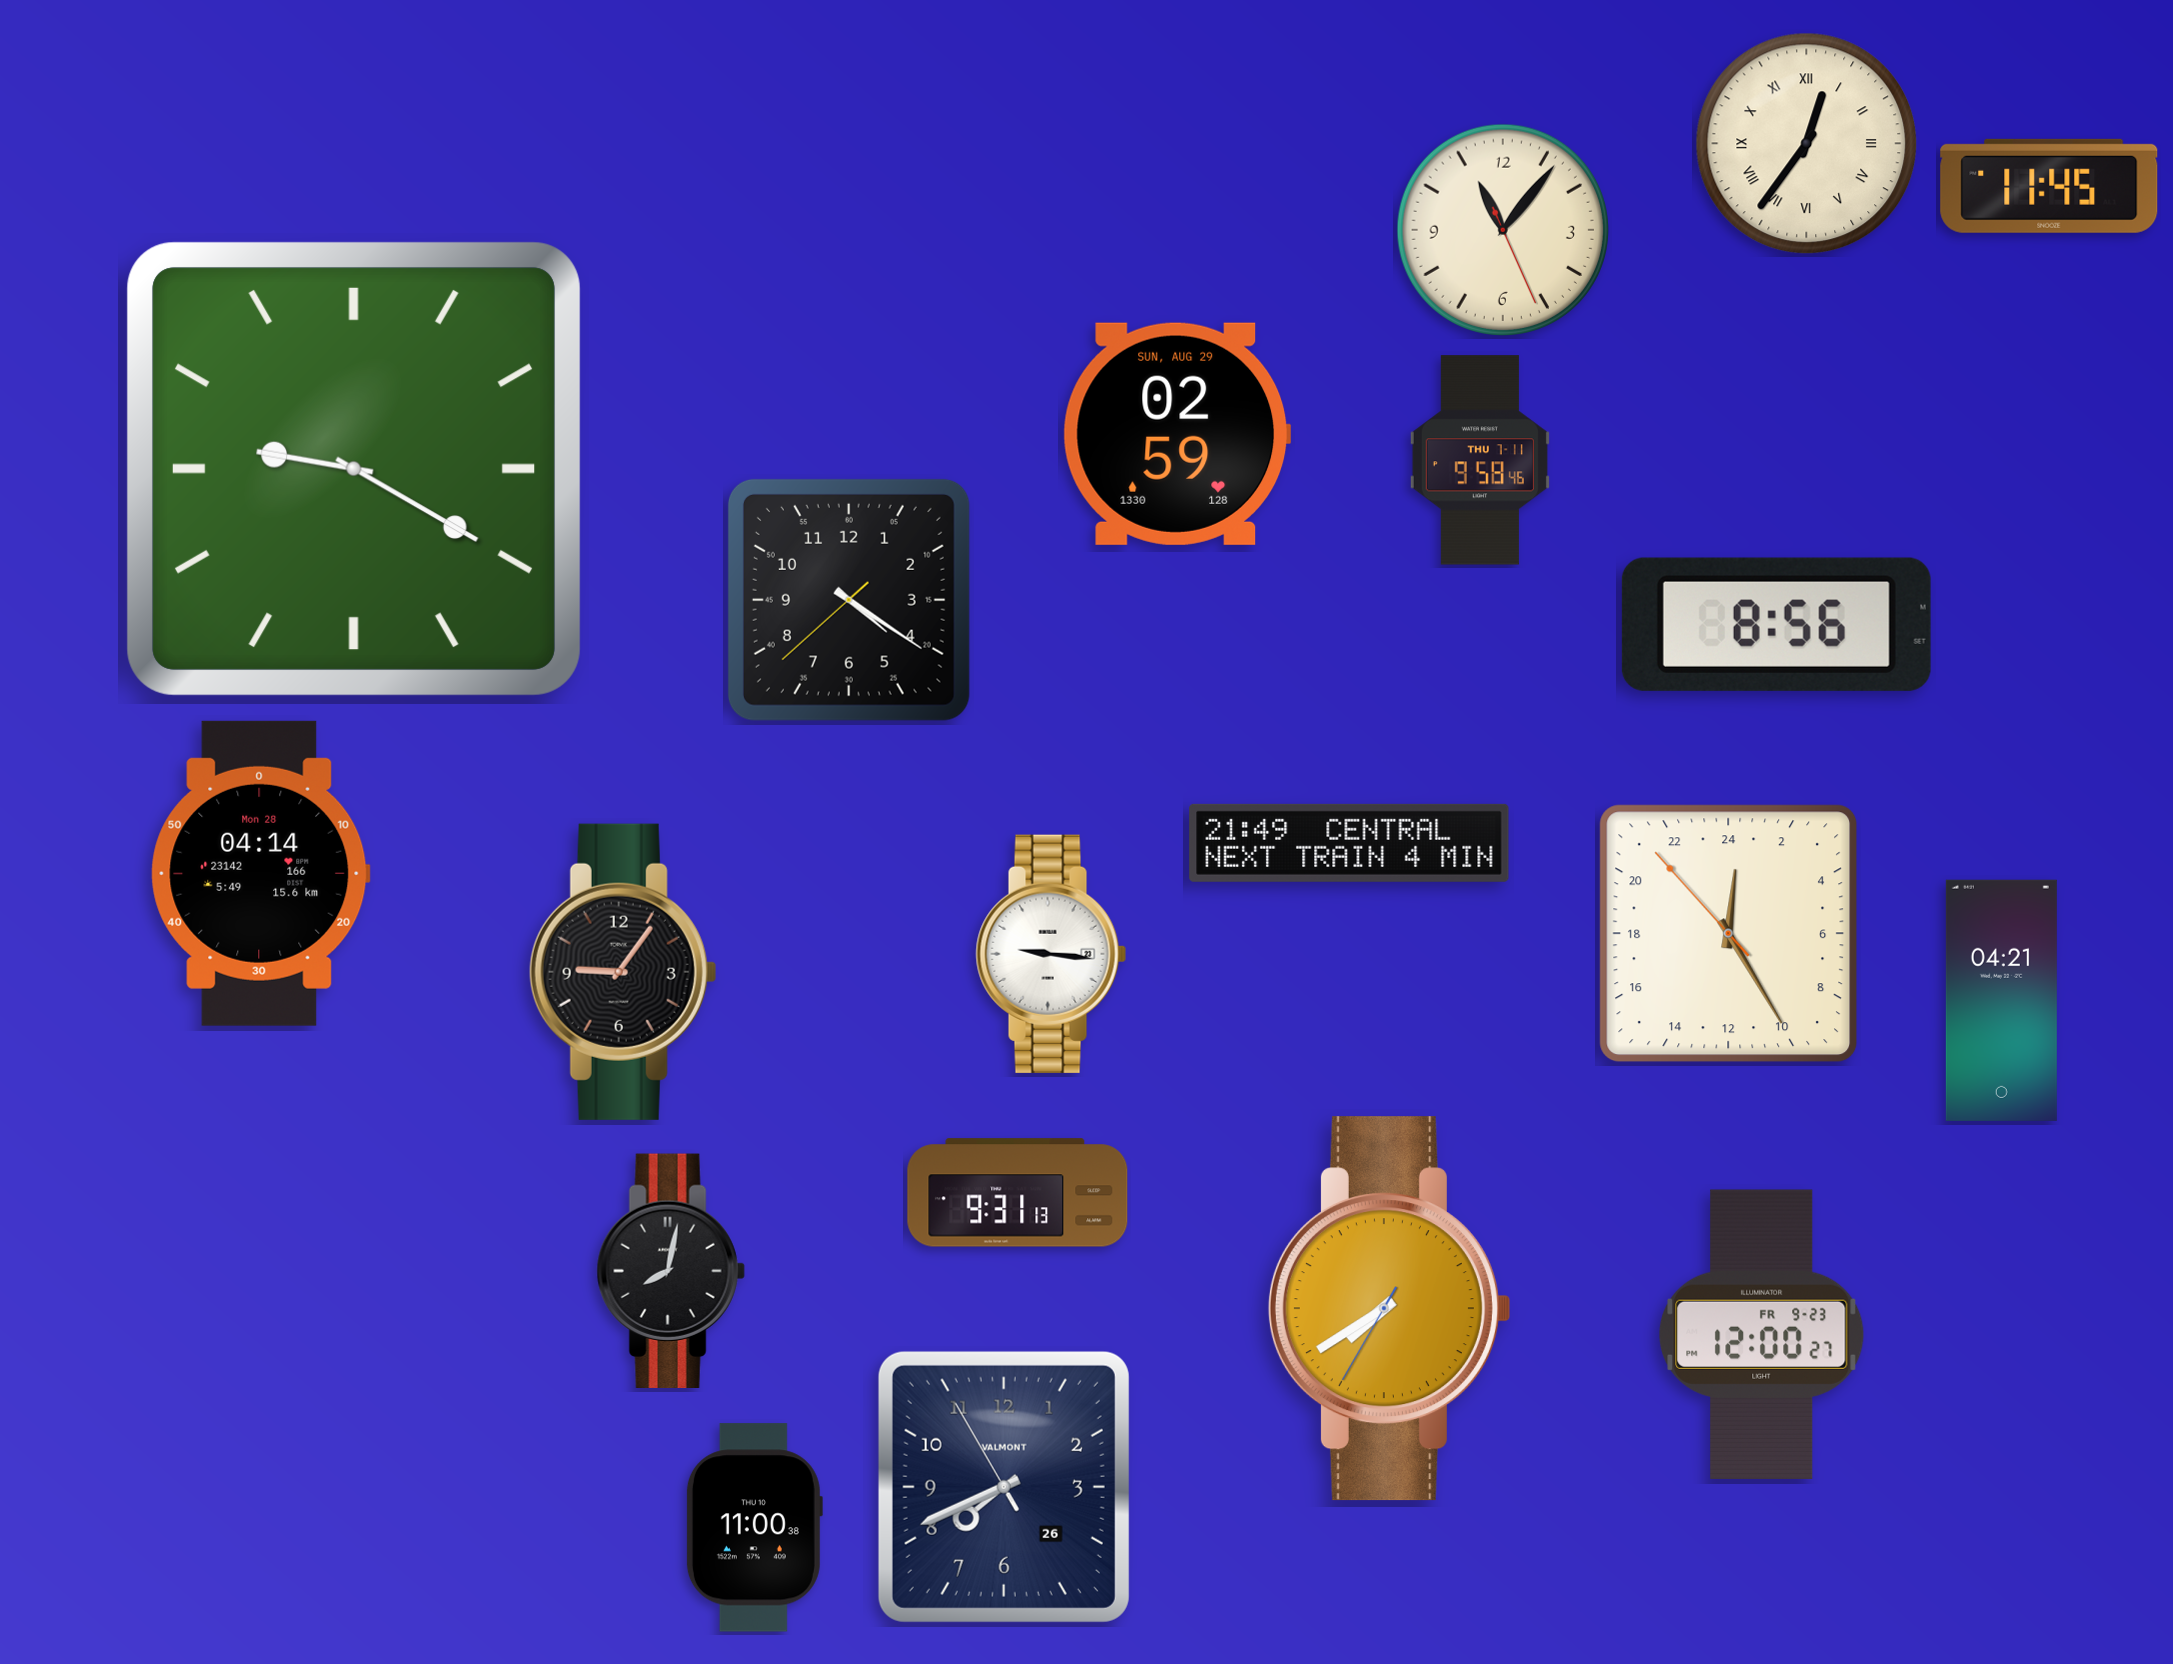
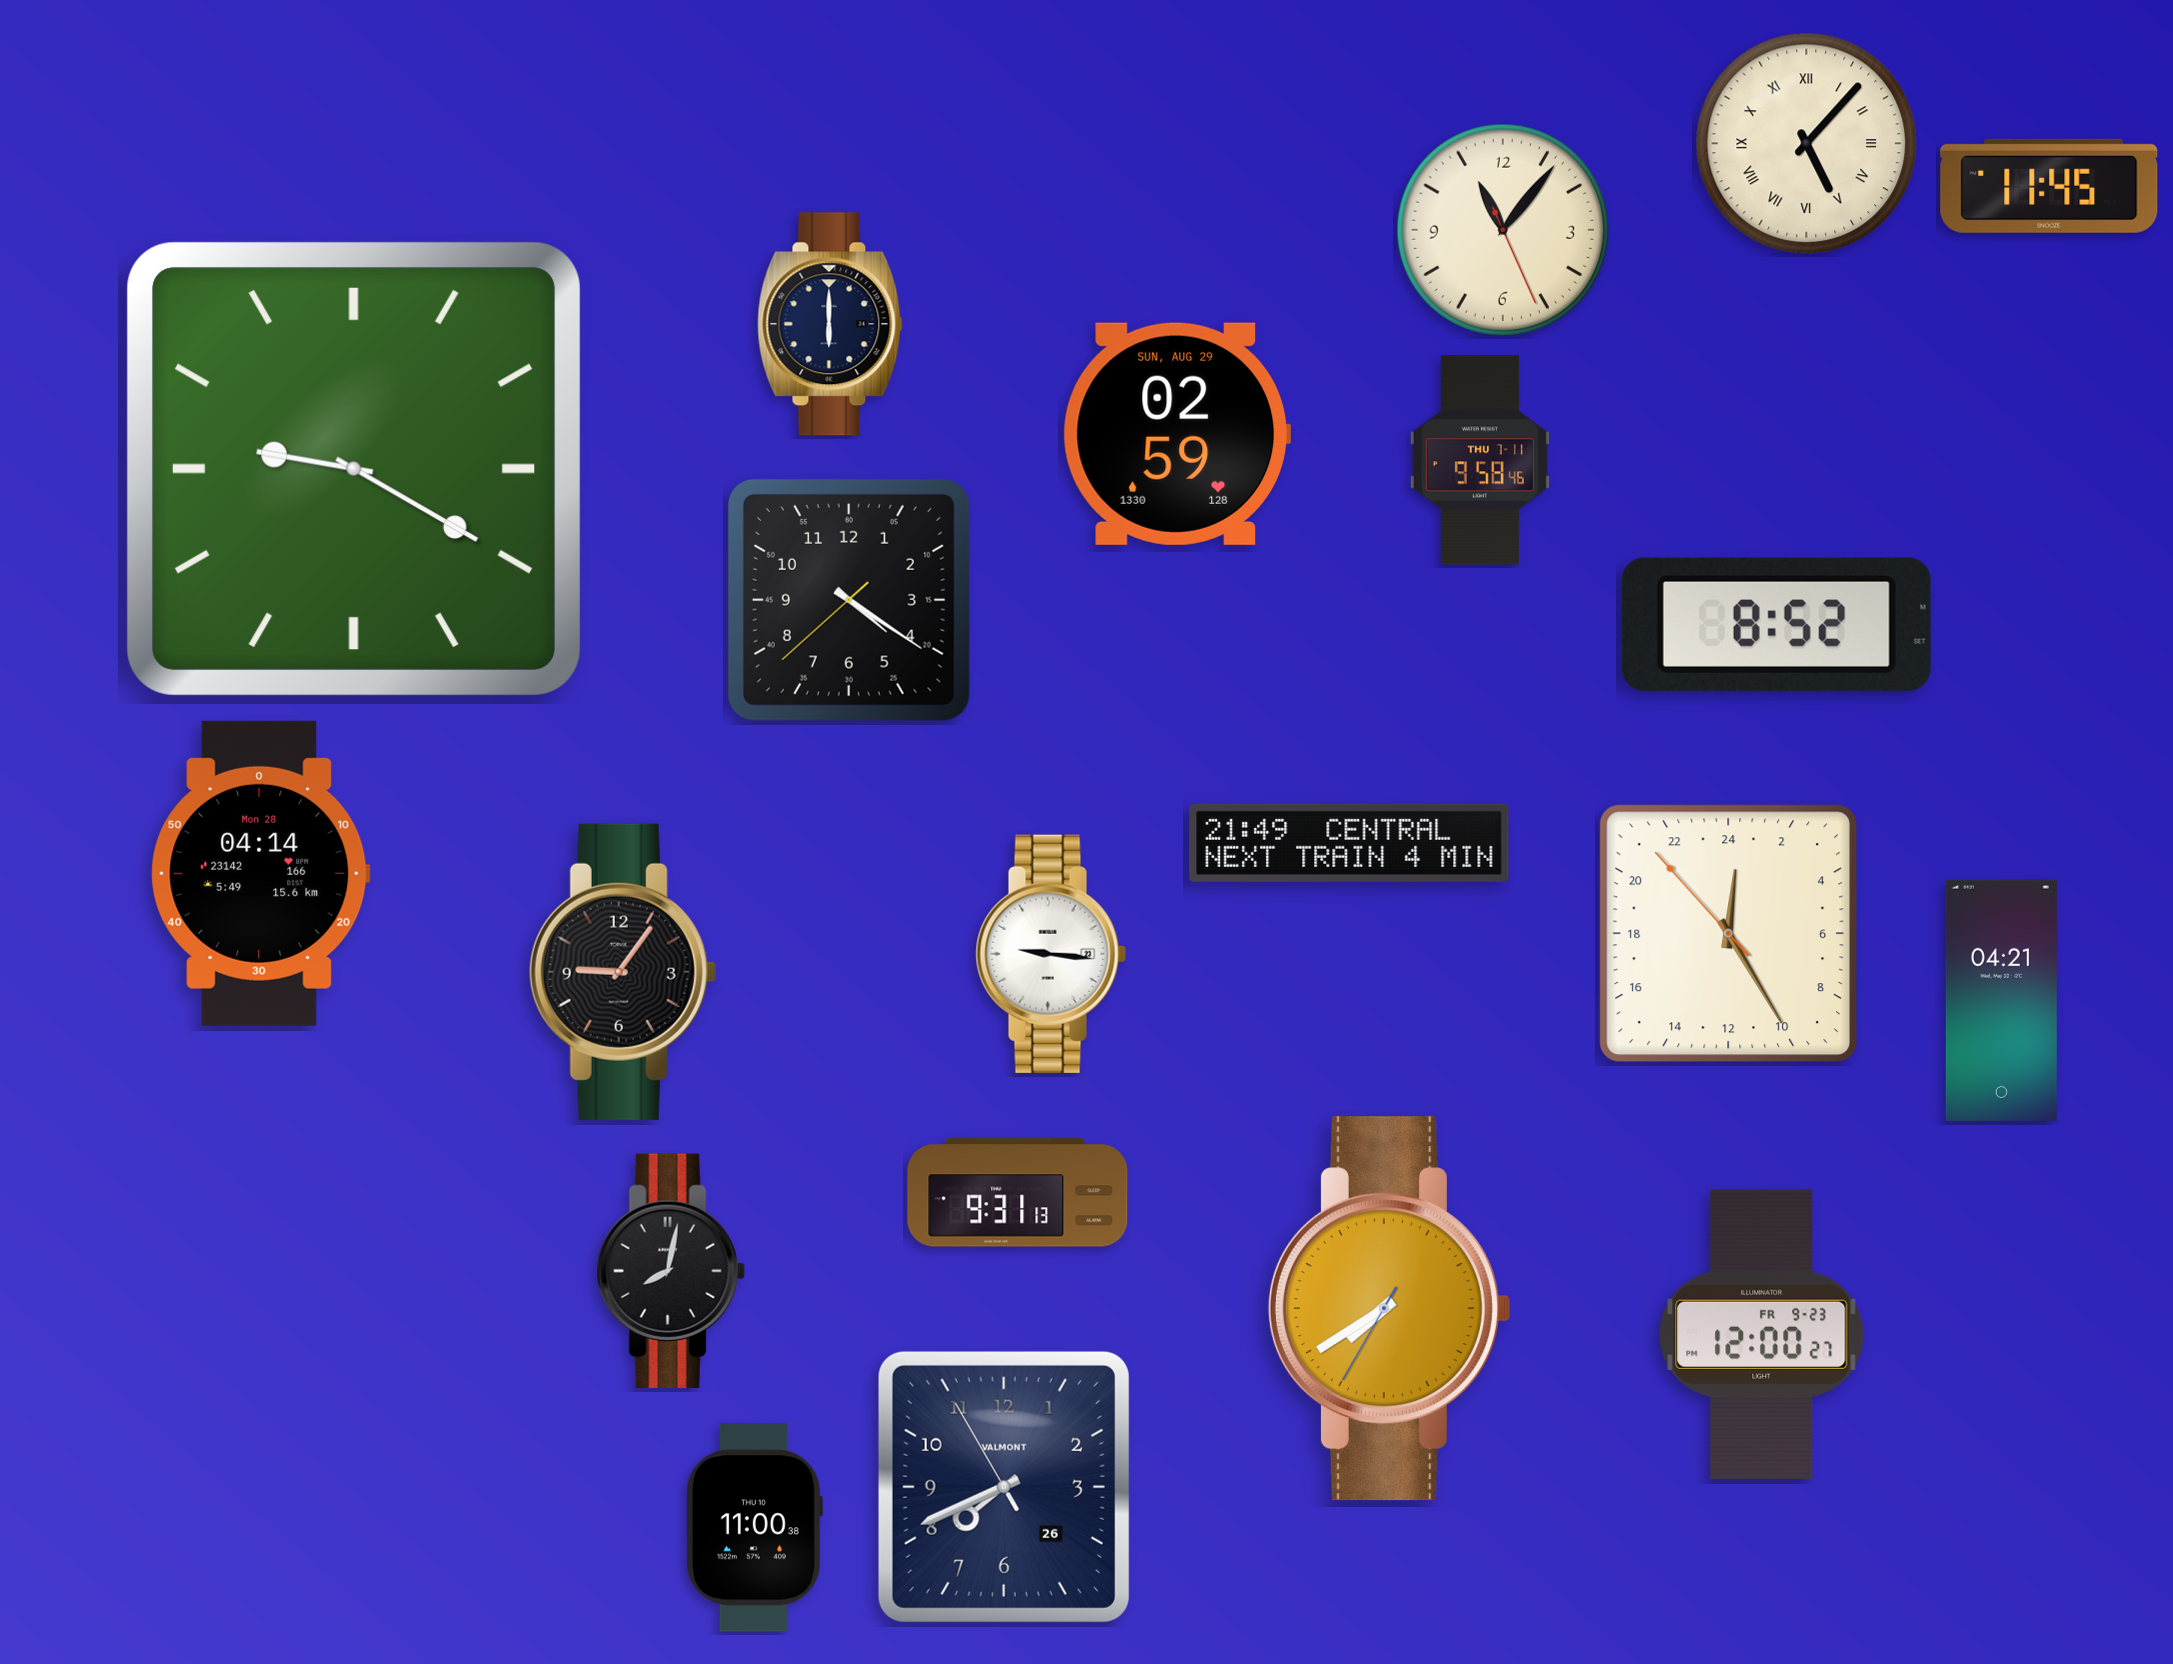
clock at (1807, 144): 12:36 -> 5:07
clock at (830, 324): none -> 6:00
clock at (1776, 624): 8:56 -> 8:52
